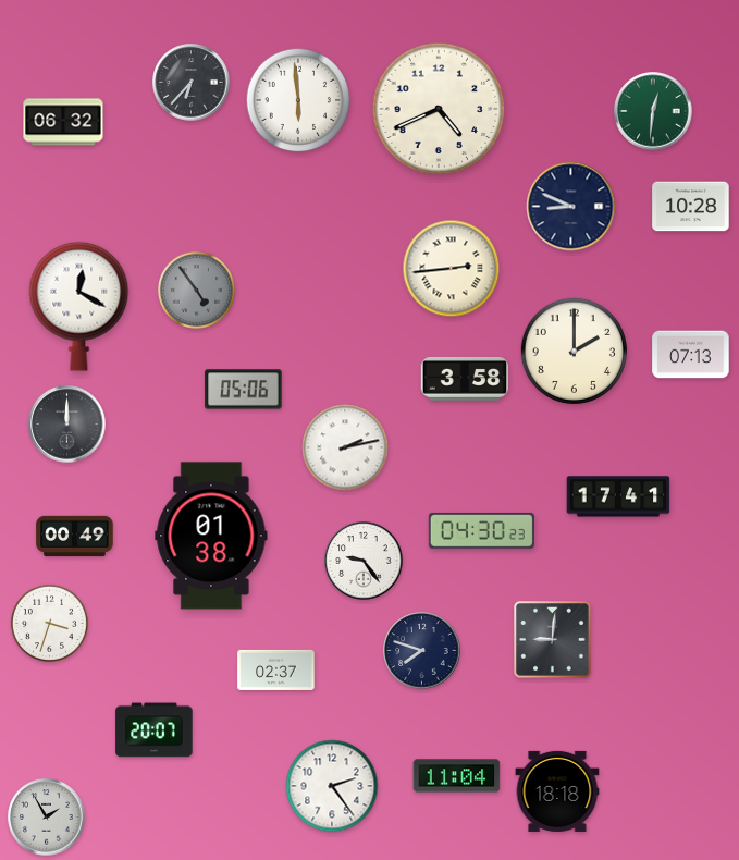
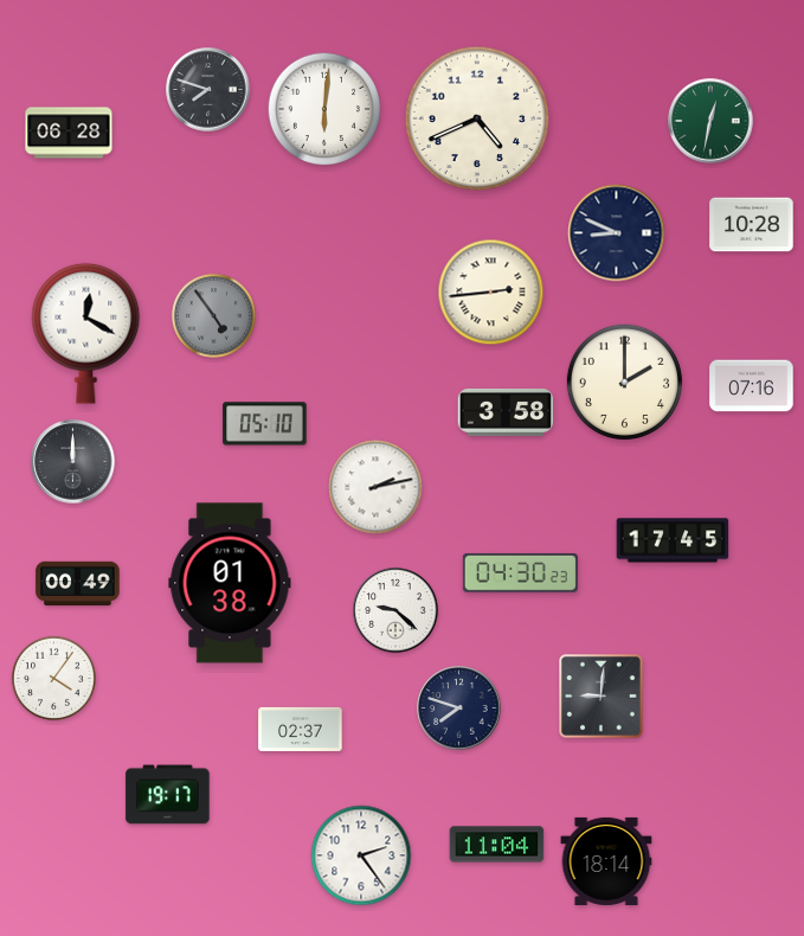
clock at (192, 83): 6:37 -> 7:48
clock at (298, 100): 5:59 -> 6:01
clock at (653, 111): 12:31 -> 12:32
clock at (63, 122): 06:32 -> 06:28
clock at (571, 207) position: (571, 207) -> (617, 233)
clock at (691, 355): 07:13 -> 07:16
clock at (244, 390): 05:06 -> 05:10
clock at (618, 496): 17:41 -> 17:45
clock at (481, 530) position: (481, 530) -> (520, 572)
clock at (75, 537) position: (75, 537) -> (78, 584)
clock at (364, 561): 9:24 -> 9:22
clock at (49, 623): 3:33 -> 4:06
clock at (155, 730): 20:07 -> 19:17
clock at (557, 791): 18:18 -> 18:14
clock at (47, 818): 1:55 -> none
